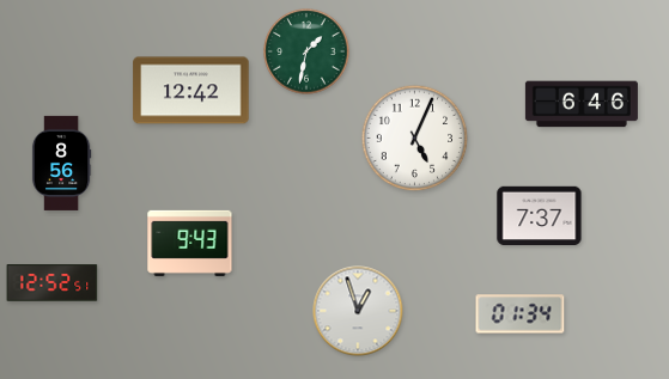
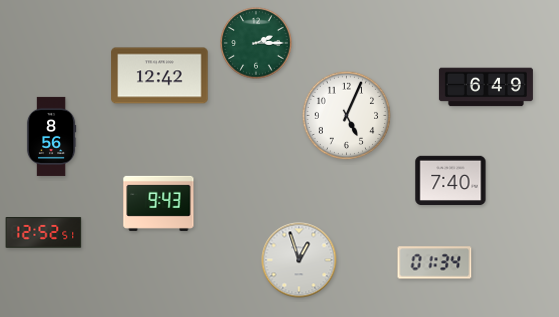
clock at (306, 51): 1:32 -> 2:15
clock at (582, 104): 6:46 -> 6:49
clock at (540, 216): 7:37 -> 7:40
clock at (53, 283) position: (53, 283) -> (44, 233)
